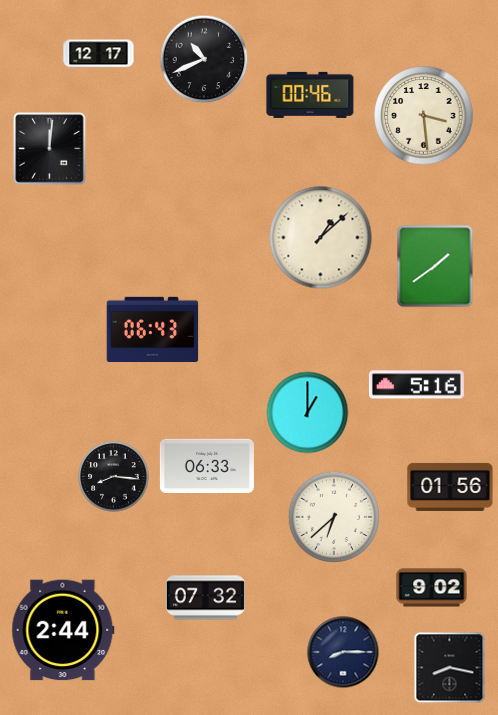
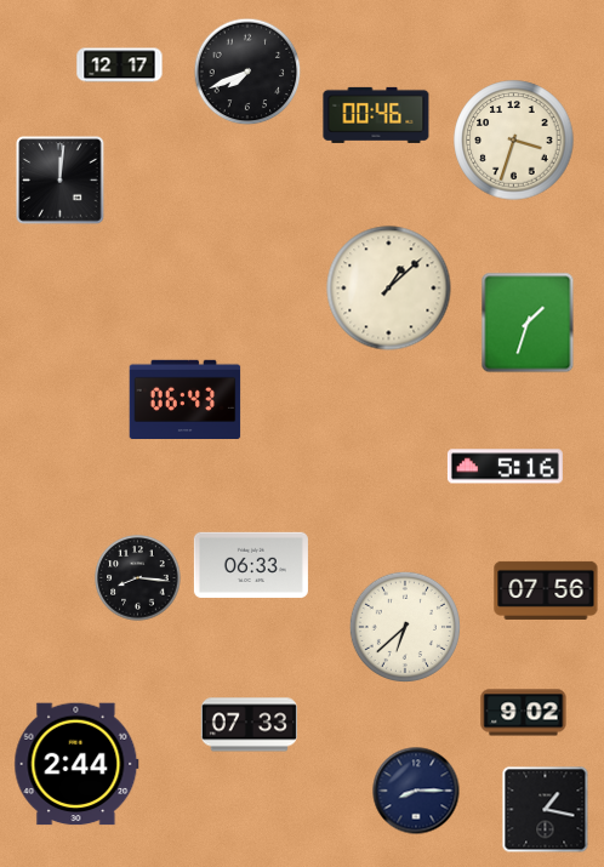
clock at (204, 59): 10:41 -> 7:41
clock at (424, 116): 3:29 -> 3:33
clock at (435, 266): 1:39 -> 1:33
clock at (308, 413): 1:00 -> none
clock at (450, 487): 01:56 -> 07:56
clock at (205, 598): 07:32 -> 07:33
clock at (450, 668): 8:17 -> 1:17
